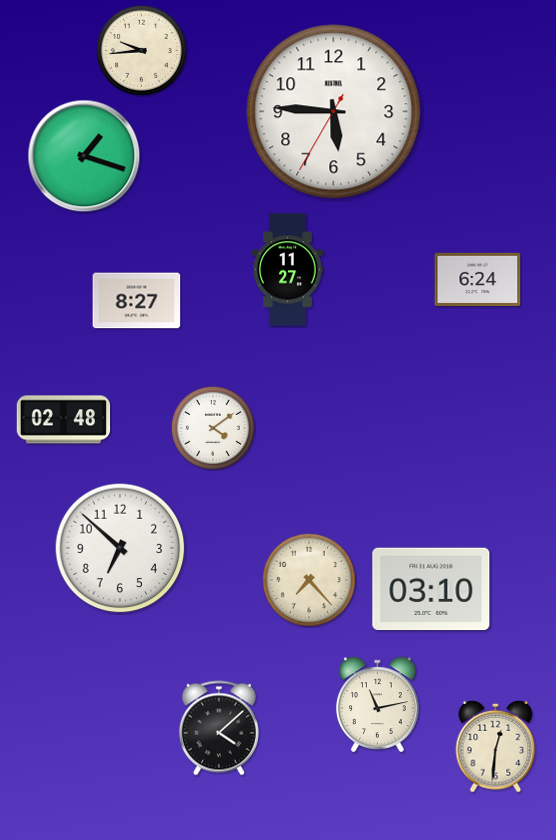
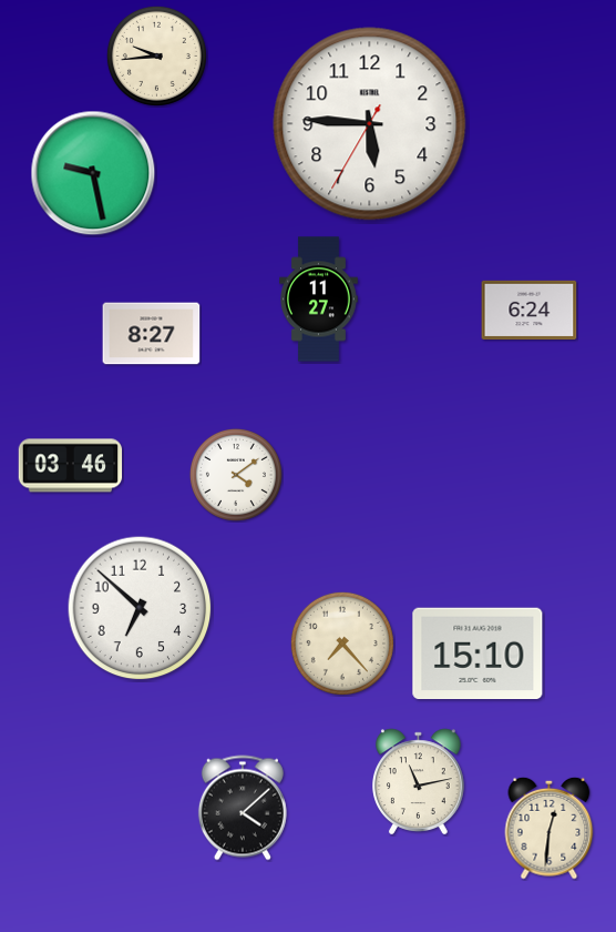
clock at (84, 156): 1:18 -> 9:28
clock at (64, 420): 02:48 -> 03:46
clock at (120, 548) position: (120, 548) -> (140, 608)
clock at (431, 589): 03:10 -> 15:10
